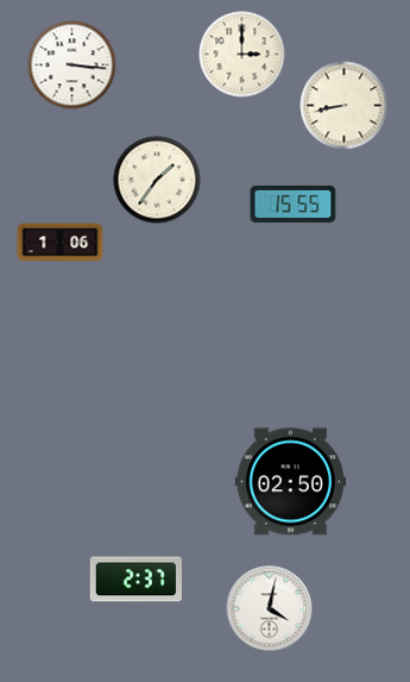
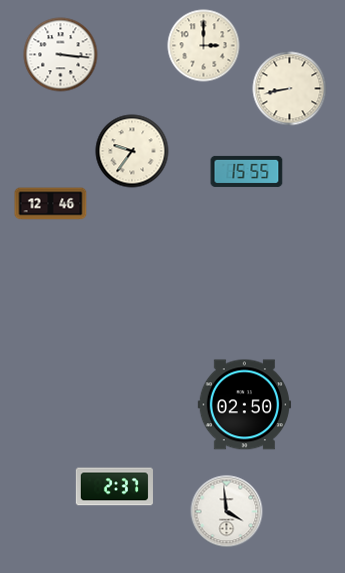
clock at (157, 180): 1:36 -> 9:36
clock at (61, 243): 1:06 -> 12:46
clock at (270, 609): 4:02 -> 3:59
